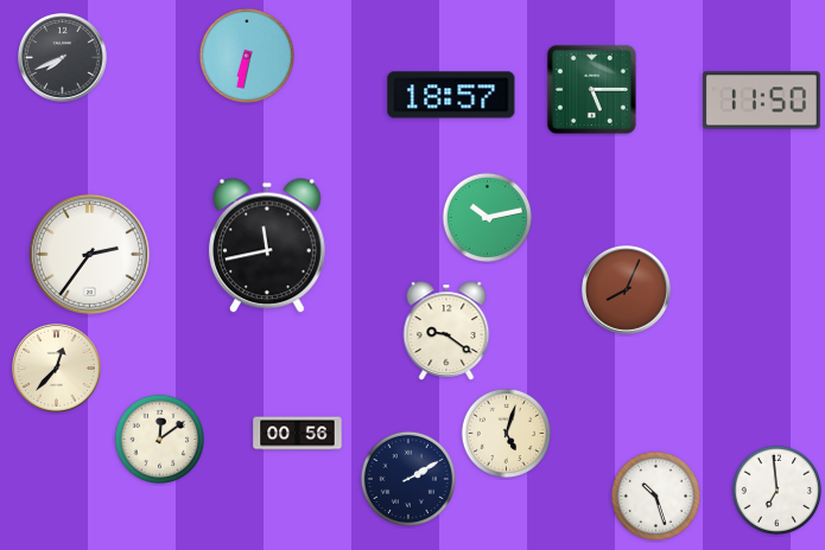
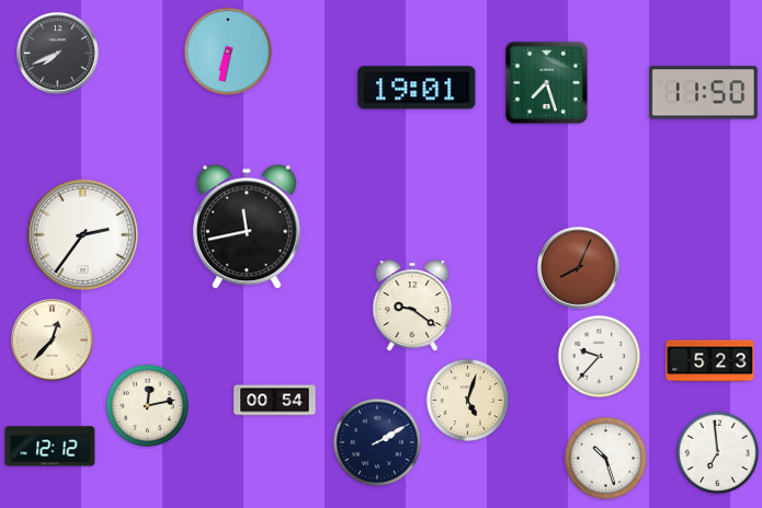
clock at (591, 89): 5:15 -> 7:27
clock at (451, 95): 18:57 -> 19:01
clock at (487, 217): 10:13 -> none
clock at (599, 356): none -> 9:37
clock at (710, 361): none -> 5:23
clock at (298, 434): 00:56 -> 00:54
clock at (159, 439): 12:09 -> 12:13
clock at (50, 447): none -> 12:12
